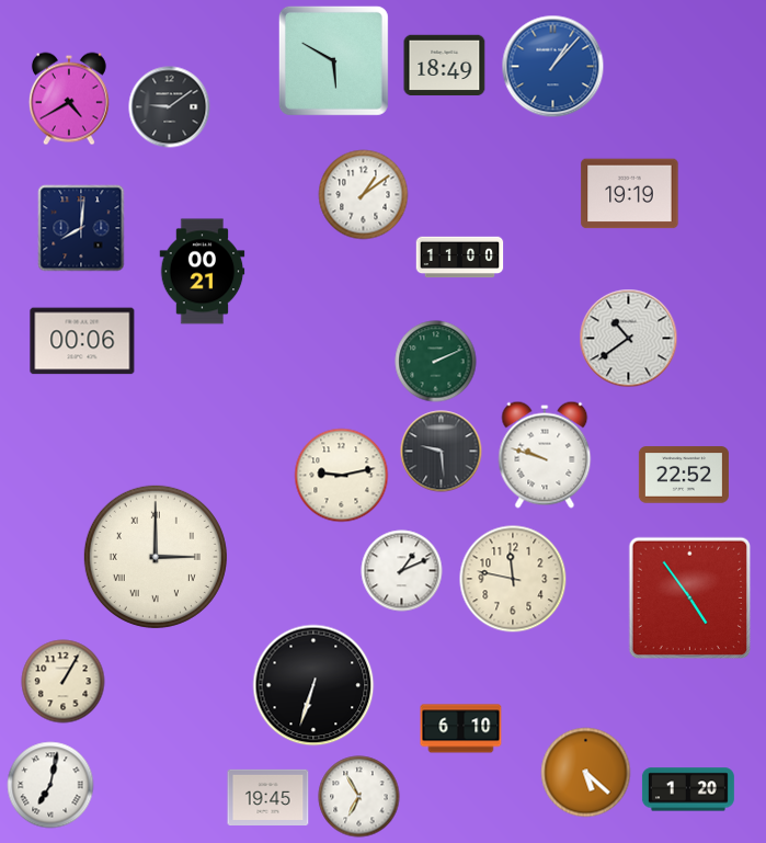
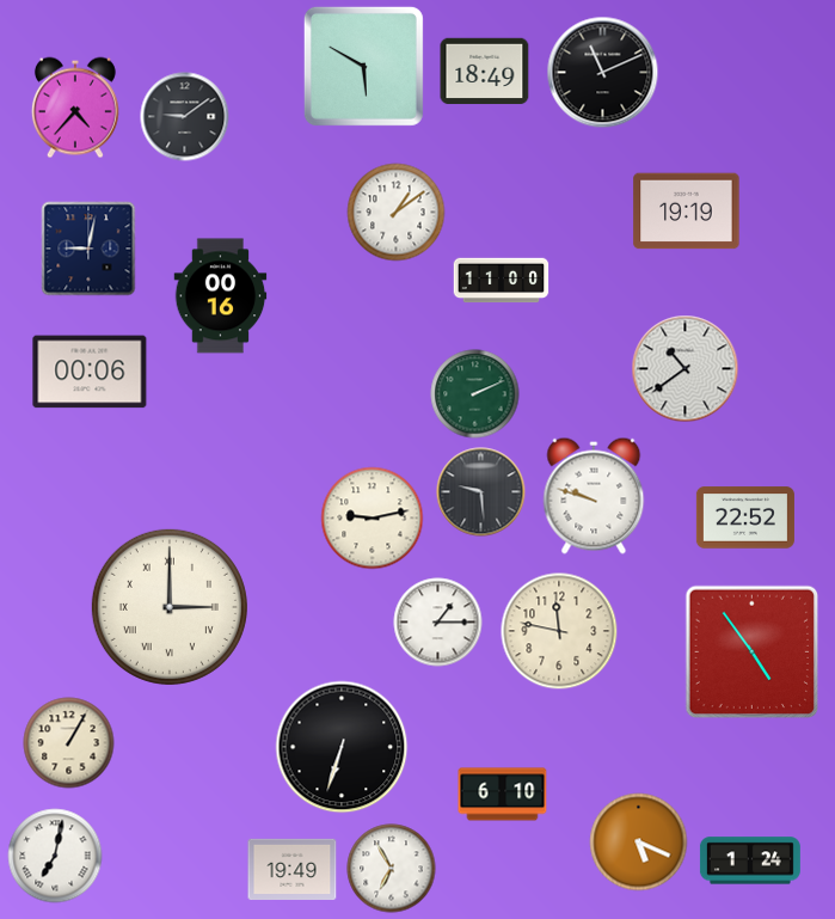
clock at (553, 67): 1:07 -> 11:11
clock at (553, 67) dial: blue -> black
clock at (69, 99): 4:40 -> 4:37
clock at (81, 228): 8:01 -> 9:02
clock at (203, 272): 00:21 -> 00:16
clock at (402, 571): 1:11 -> 1:15
clock at (586, 773): 5:22 -> 5:19
clock at (688, 789): 1:20 -> 1:24
clock at (268, 797): 19:45 -> 19:49
